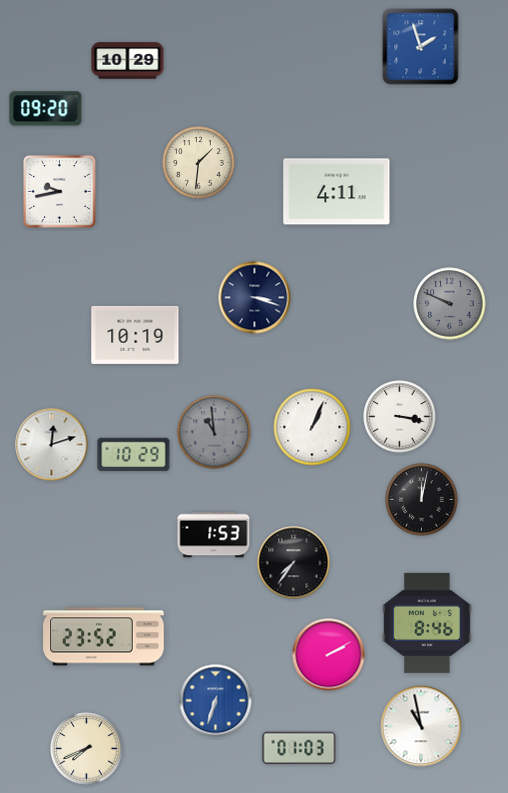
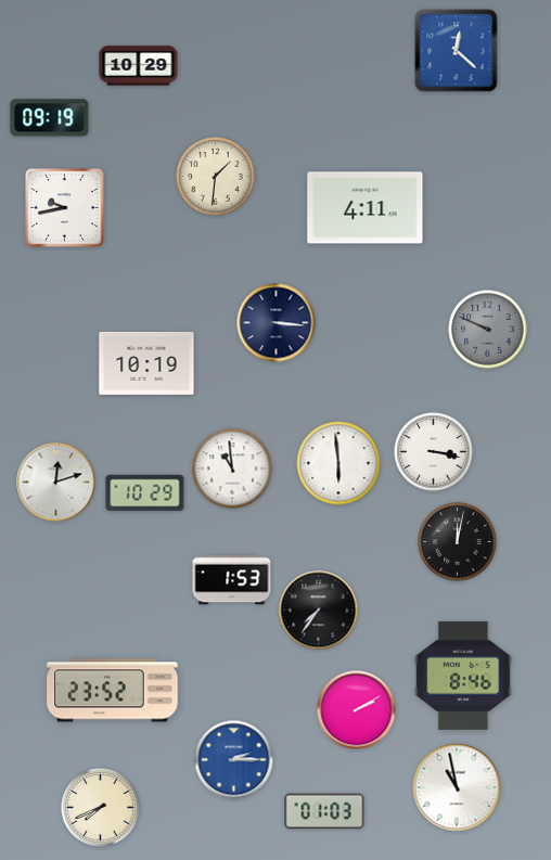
clock at (421, 47): 1:57 -> 12:22
clock at (46, 109): 09:20 -> 09:19
clock at (255, 298): 3:18 -> 3:16
clock at (312, 427): 1:04 -> 5:59
clock at (214, 432) dial: grey -> white
clock at (216, 701): 6:33 -> 2:15
clock at (87, 749) position: (87, 749) -> (101, 808)
